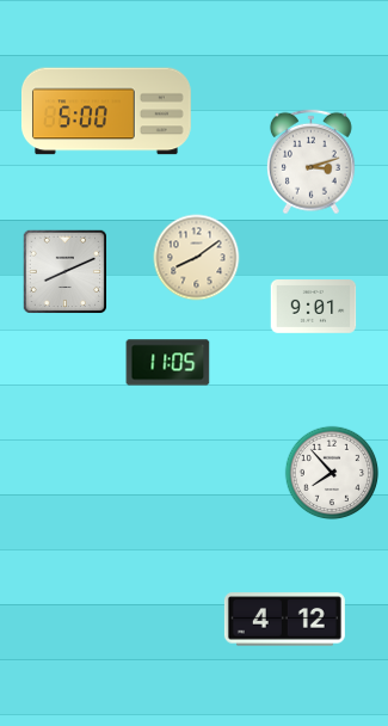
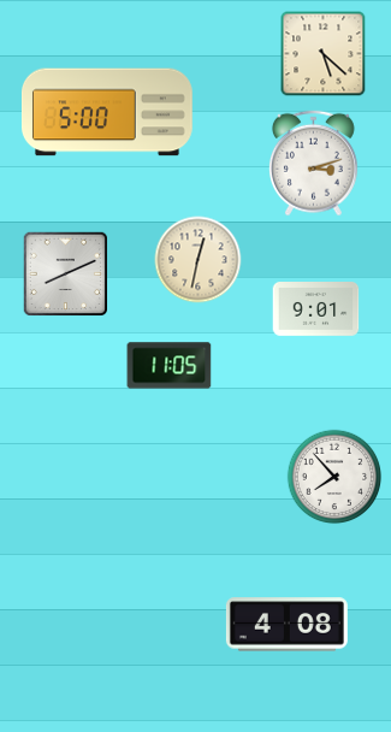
clock at (324, 54): none -> 5:22
clock at (197, 258): 8:09 -> 12:32
clock at (284, 620): 4:12 -> 4:08
